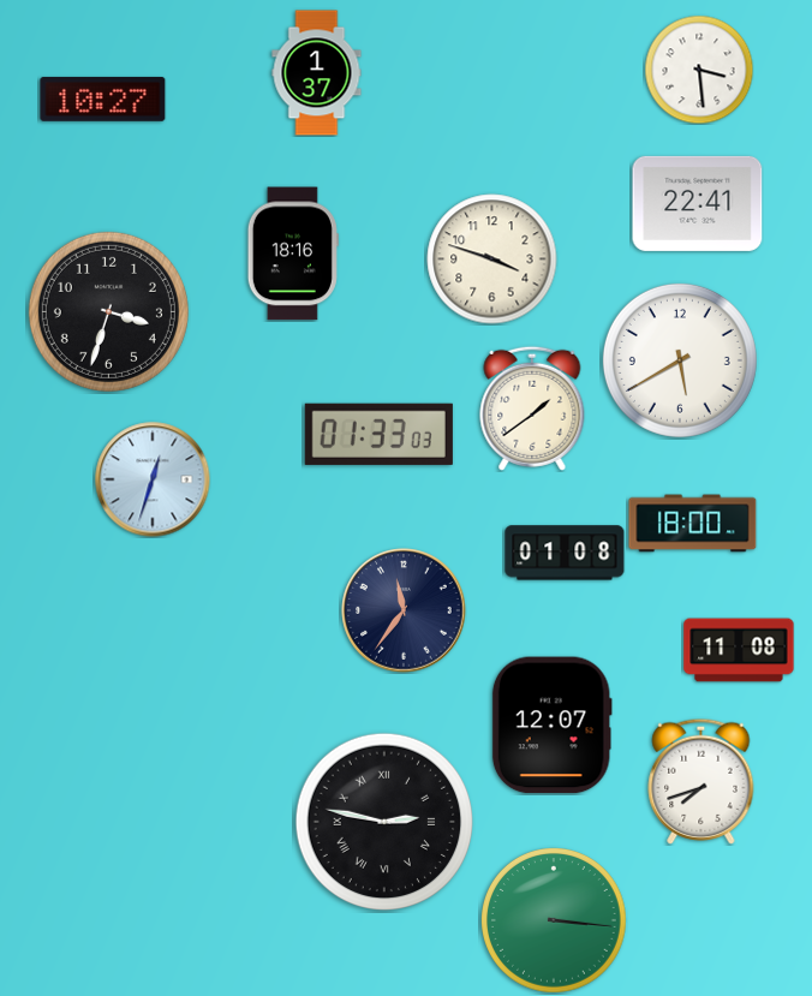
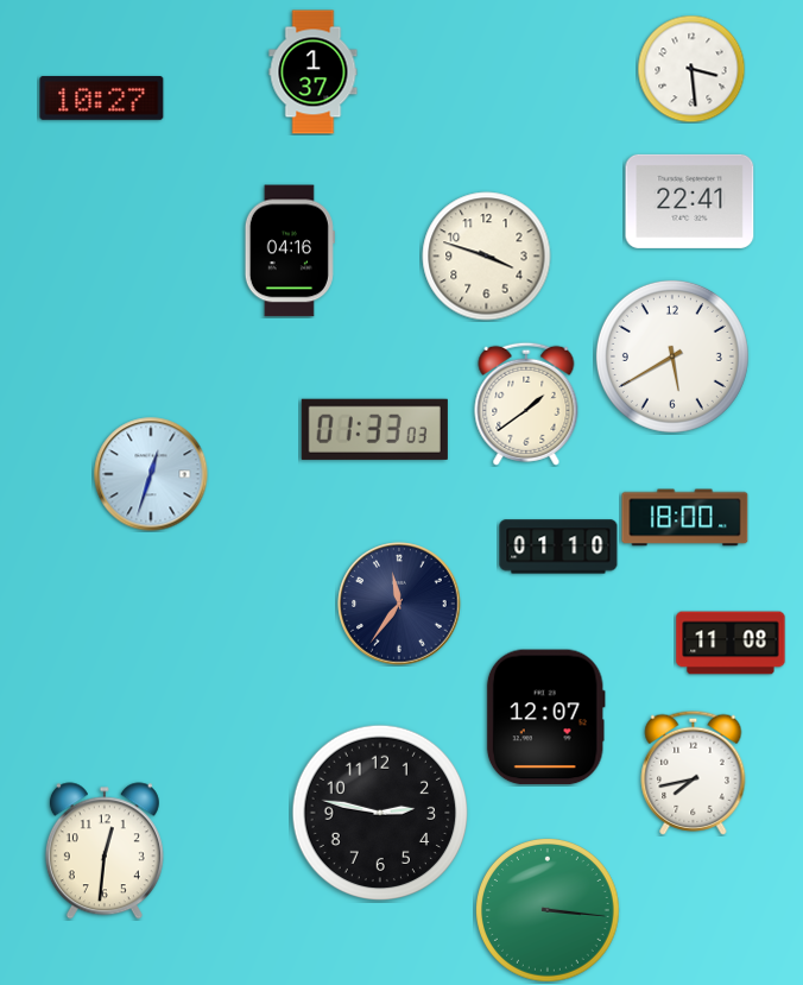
clock at (293, 254): 18:16 -> 04:16
clock at (108, 311): 3:33 -> none
clock at (565, 553): 01:08 -> 01:10
clock at (701, 781): 7:42 -> 7:43
clock at (384, 822) numerals: Roman -> Arabic
clock at (105, 851): none -> 12:31
